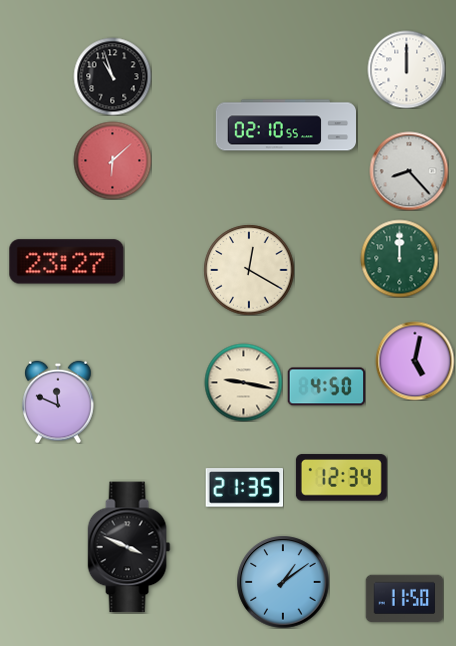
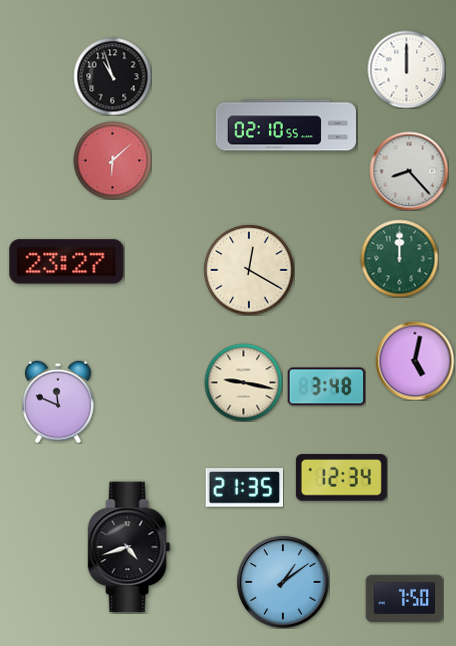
clock at (326, 387): 4:50 -> 3:48
clock at (129, 547): 3:49 -> 4:42
clock at (404, 599): 11:50 -> 7:50
